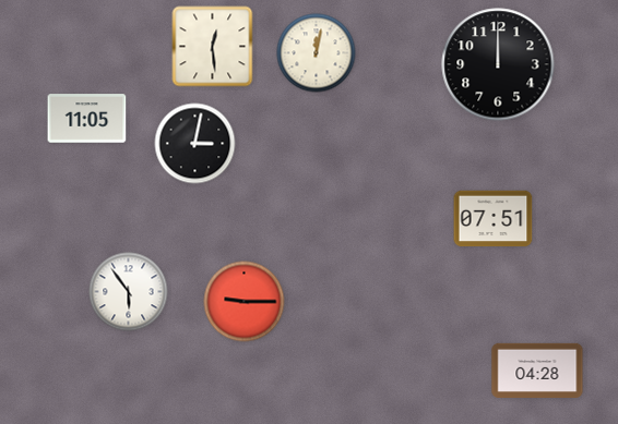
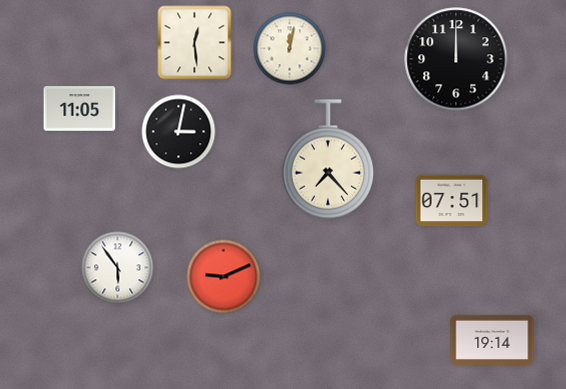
clock at (328, 159): none -> 7:23
clock at (245, 302): 9:15 -> 9:11
clock at (537, 371): 04:28 -> 19:14
